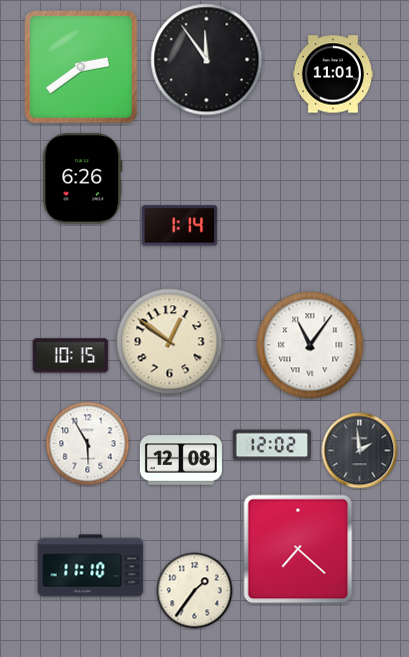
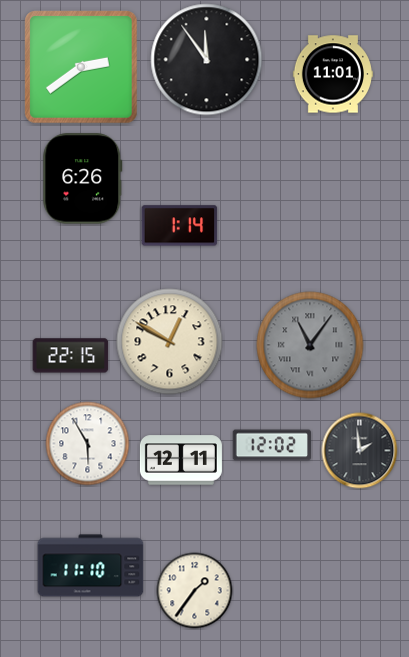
clock at (170, 342): 12:51 -> 12:50
clock at (310, 345) dial: white -> grey
clock at (71, 356): 10:15 -> 22:15
clock at (181, 460): 12:08 -> 12:11
clock at (298, 549): 7:22 -> none
